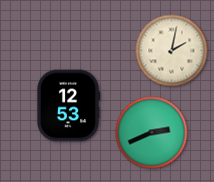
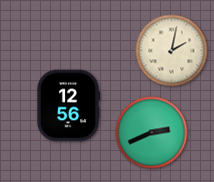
clock at (68, 106): 12:53 -> 12:56
